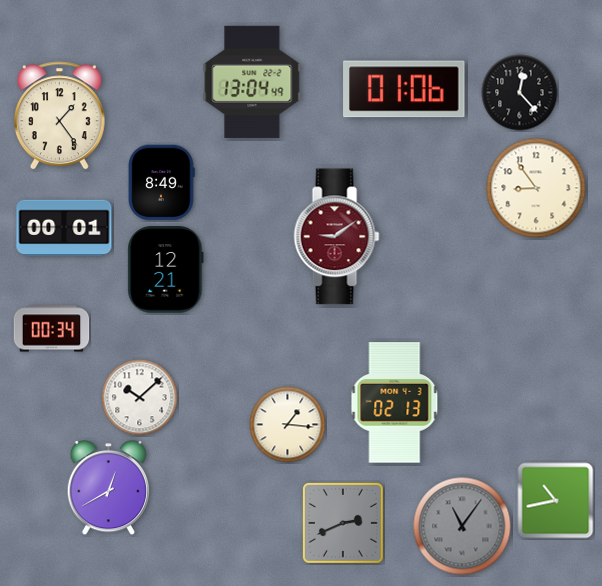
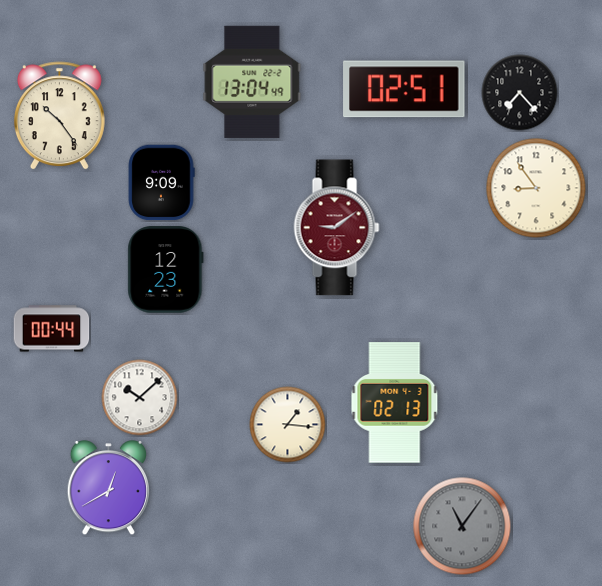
clock at (404, 89): 01:06 -> 02:51
clock at (520, 93): 12:23 -> 7:23
clock at (59, 116): 1:24 -> 10:24
clock at (161, 183): 8:49 -> 9:09
clock at (64, 228): 00:01 -> none
clock at (337, 237) position: (337, 237) -> (337, 228)
clock at (166, 270): 12:21 -> 12:23
clock at (52, 329): 00:34 -> 00:44
clock at (556, 501): 10:43 -> none
clock at (343, 523): 2:41 -> none
